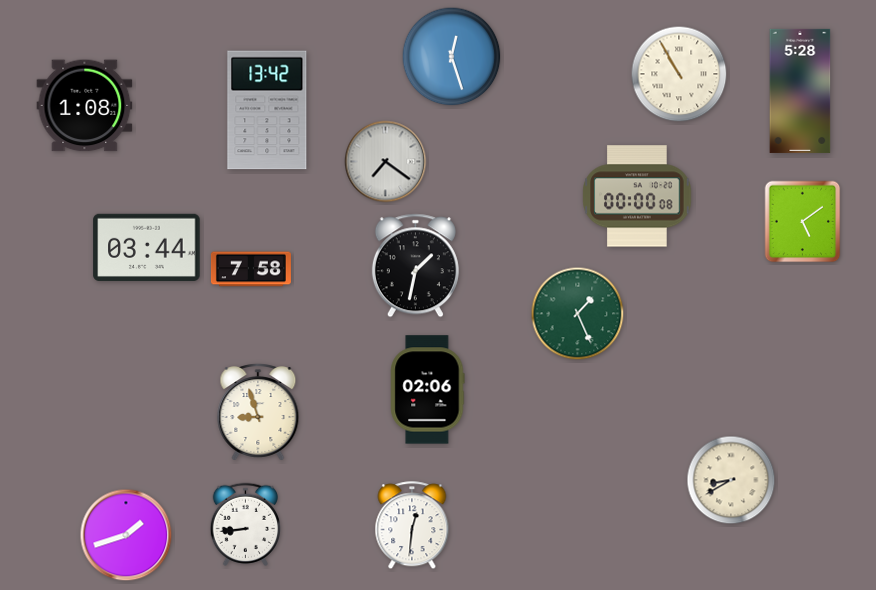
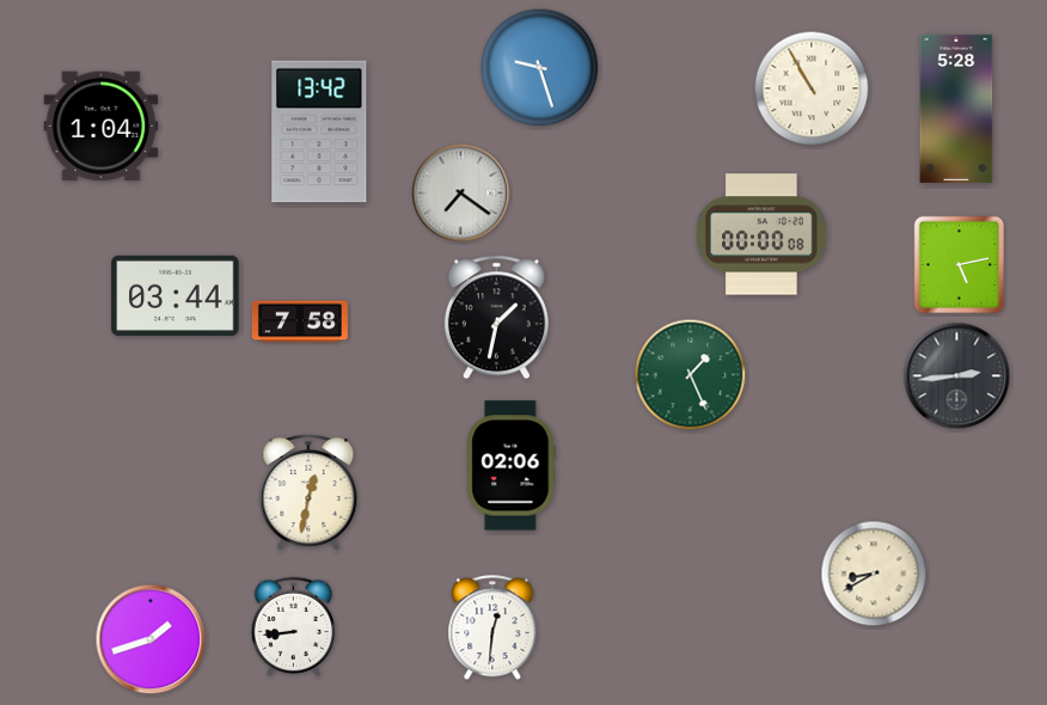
clock at (452, 57): 12:27 -> 9:27
clock at (85, 106): 1:08 -> 1:04
clock at (803, 222): 5:09 -> 5:13
clock at (957, 376): none -> 2:44
clock at (258, 412): 8:57 -> 12:32
